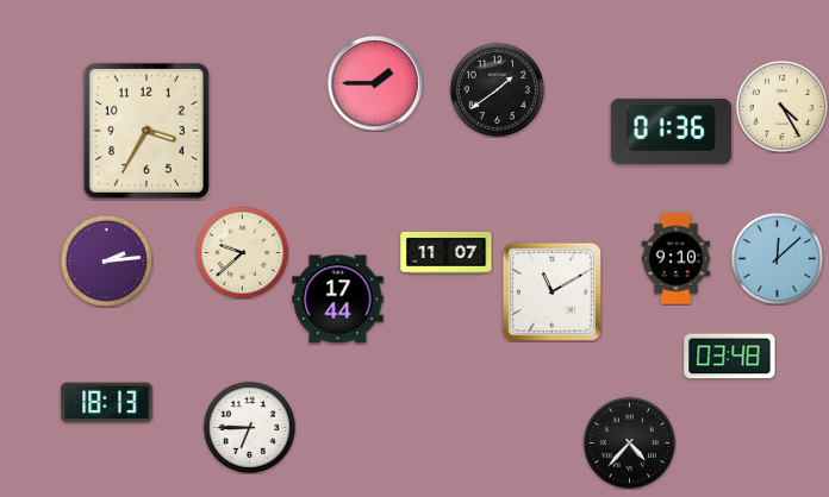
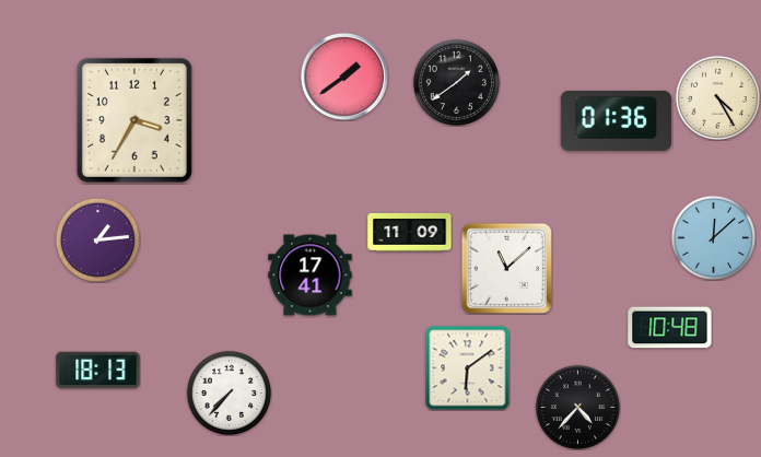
clock at (375, 83): 1:45 -> 1:39
clock at (242, 252): 9:38 -> none
clock at (447, 252): 11:07 -> 11:09
clock at (677, 259): 9:10 -> none
clock at (106, 260): 2:14 -> 1:14
clock at (551, 291): 11:10 -> 11:08
clock at (338, 300): 17:44 -> 17:41
clock at (730, 357): 03:48 -> 10:48
clock at (467, 367): none -> 6:09
clock at (249, 427): 6:45 -> 7:37
